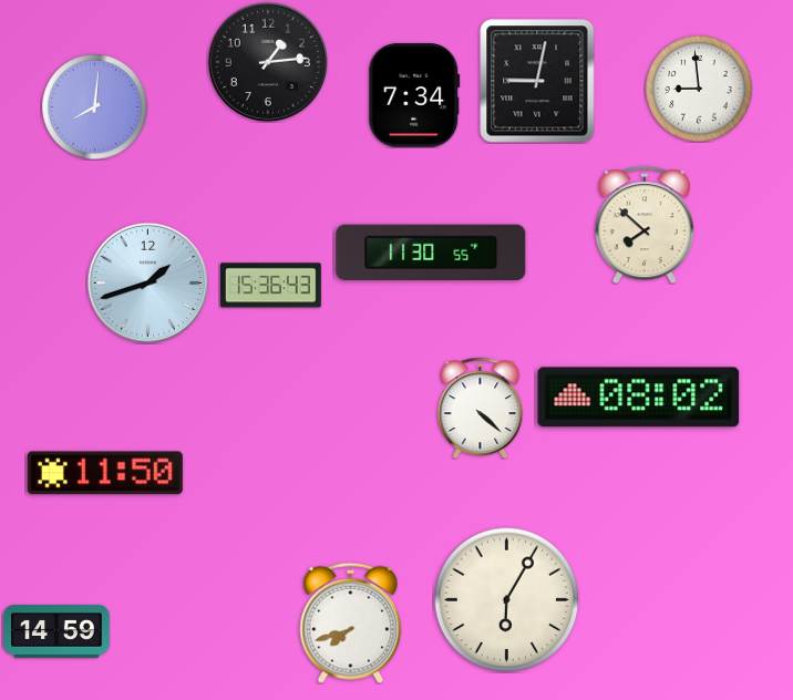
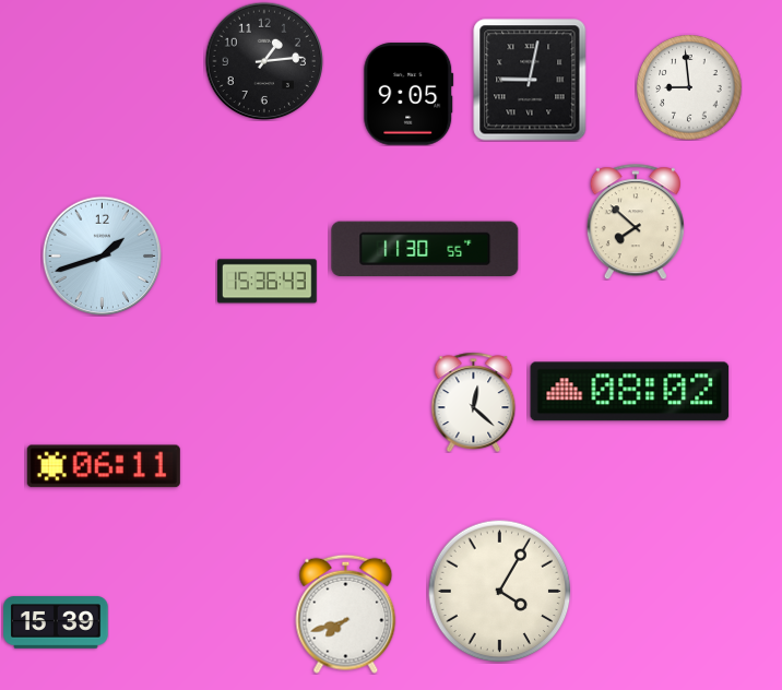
clock at (414, 95): 7:34 -> 9:05
clock at (94, 106): 8:01 -> none
clock at (147, 282) position: (147, 282) -> (102, 255)
clock at (481, 408): 4:22 -> 12:22
clock at (105, 473): 11:50 -> 06:11
clock at (507, 600): 6:05 -> 4:05
clock at (56, 631): 14:59 -> 15:39
